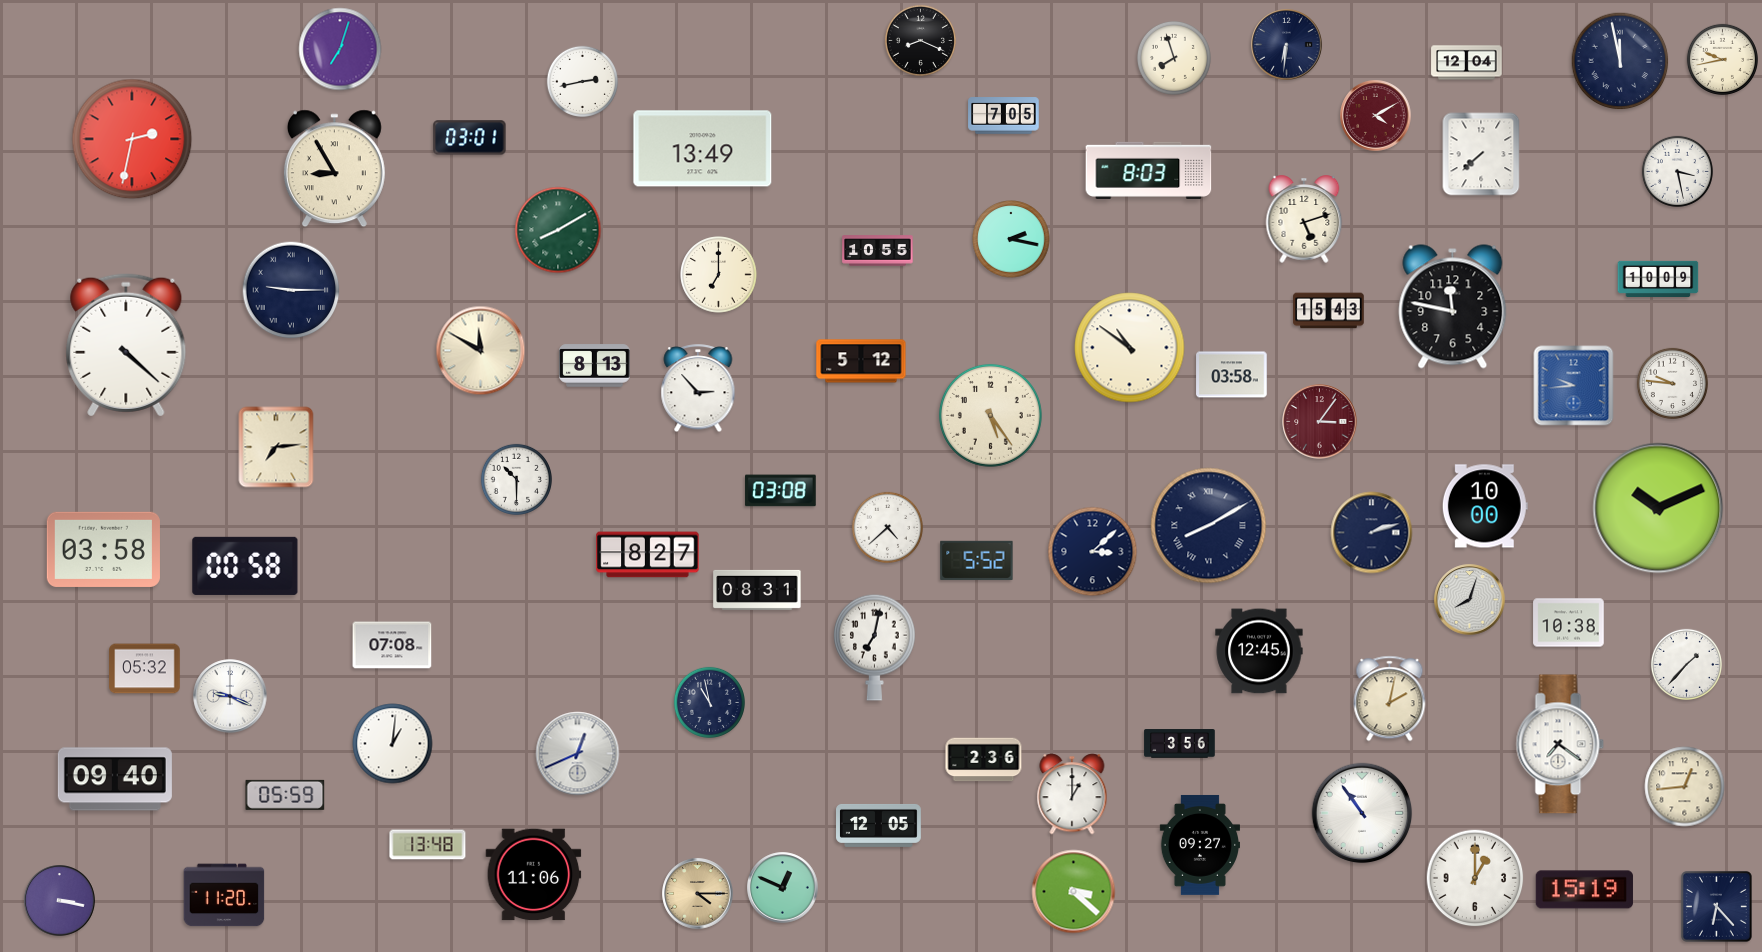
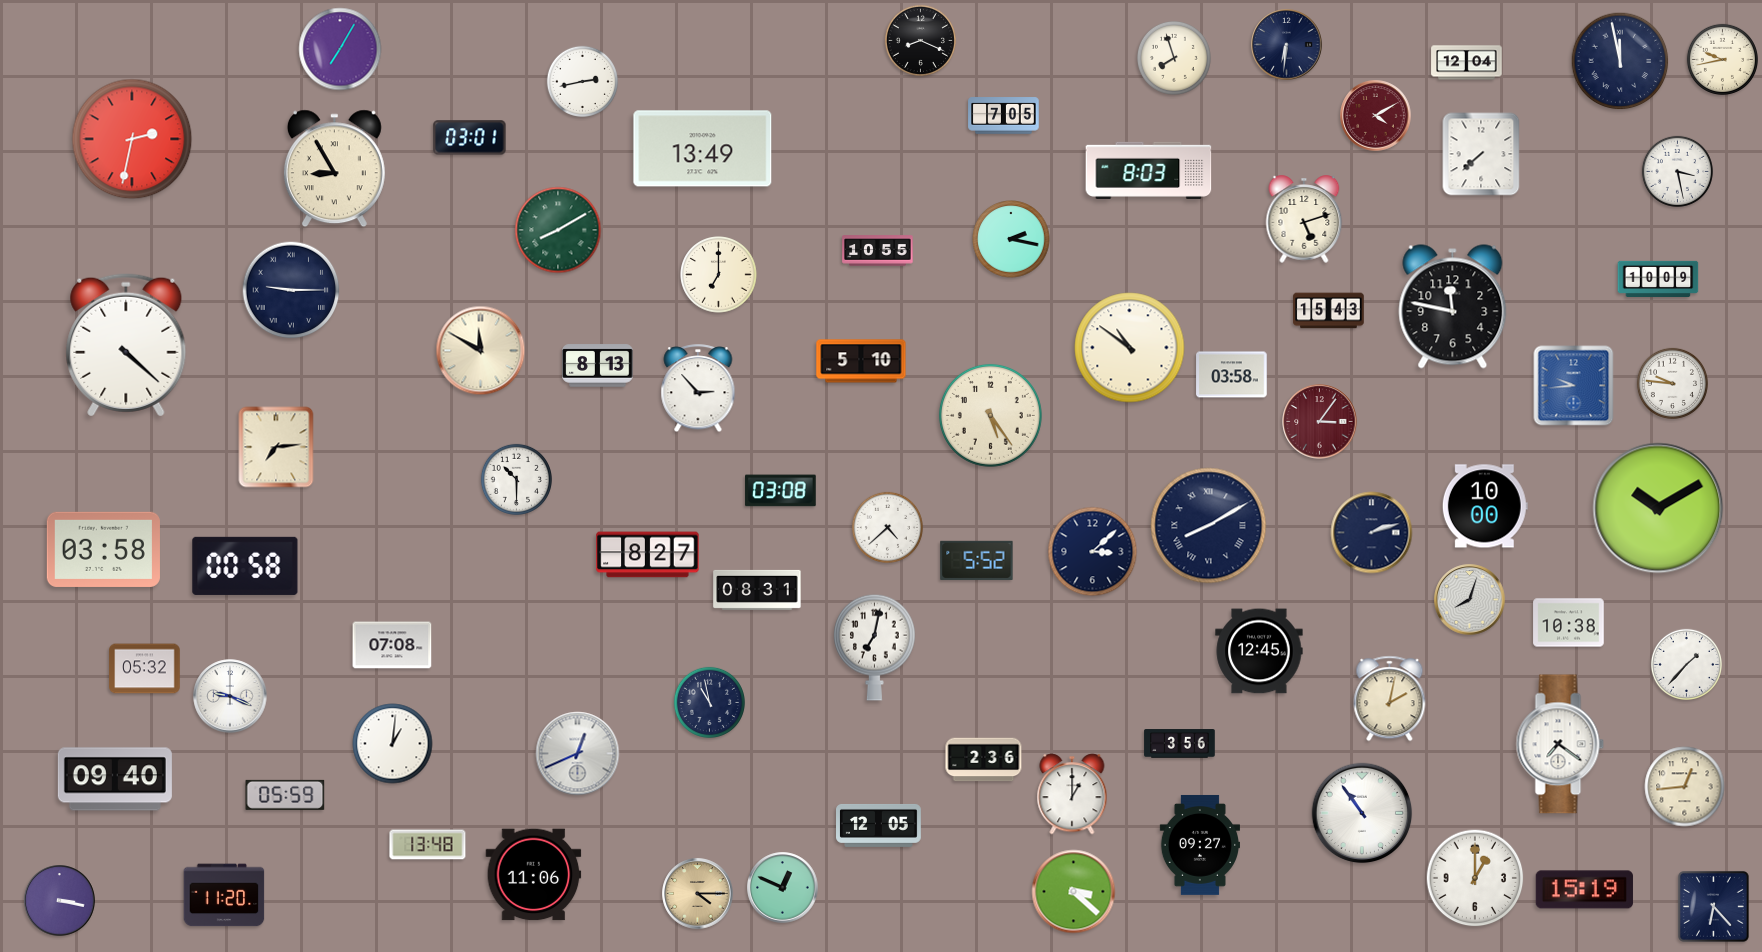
clock at (340, 49): 7:03 -> 7:05
clock at (861, 361): 5:12 -> 5:10
clock at (595, 366) position: (595, 366) -> (598, 366)
clock at (1658, 508): 10:11 -> 10:10
clock at (1716, 906) position: (1716, 906) -> (1713, 906)
